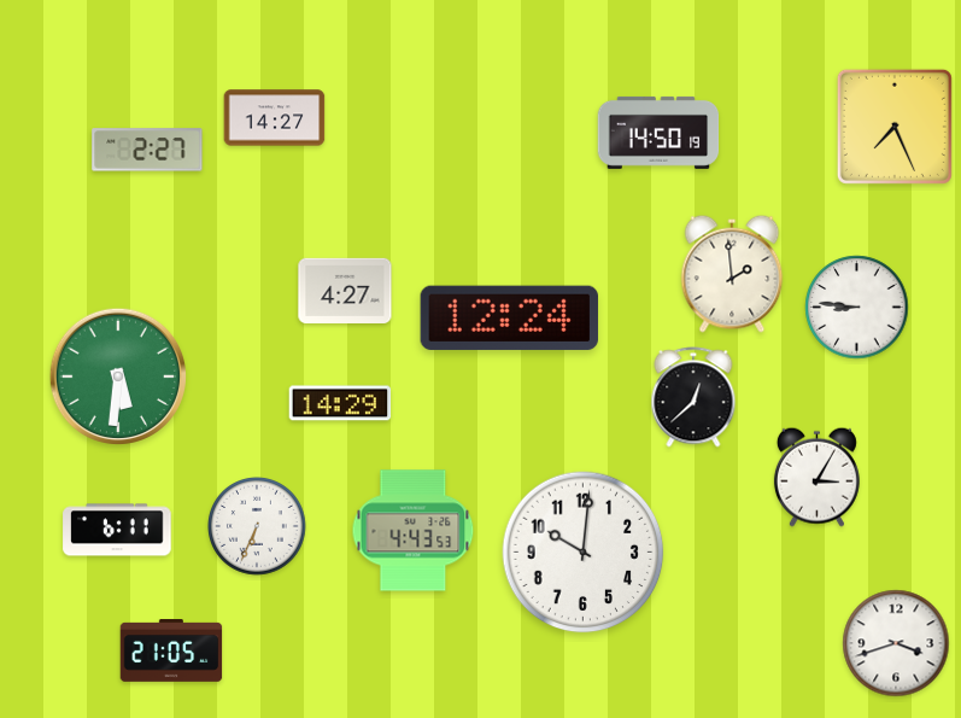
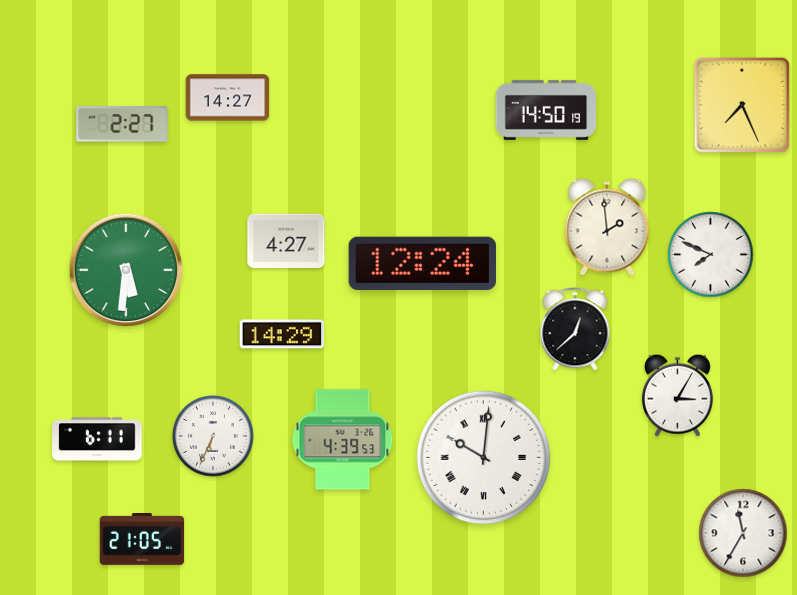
clock at (857, 308): 8:46 -> 7:49
clock at (117, 375) position: (117, 375) -> (125, 269)
clock at (414, 531): 4:43 -> 4:39
clock at (584, 553) numerals: Arabic -> Roman
clock at (896, 643): 3:42 -> 11:35
